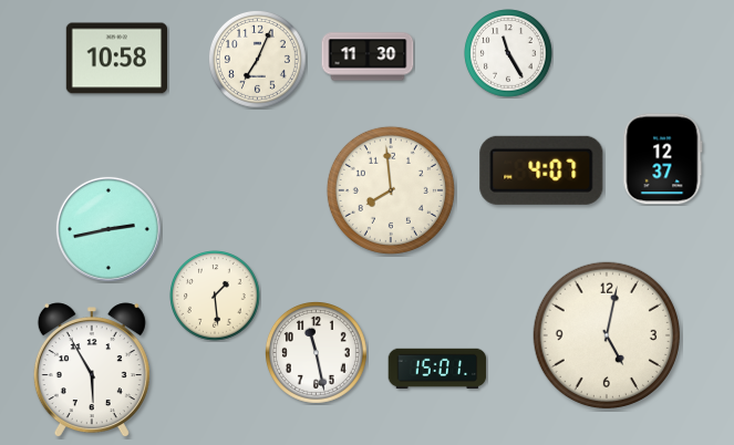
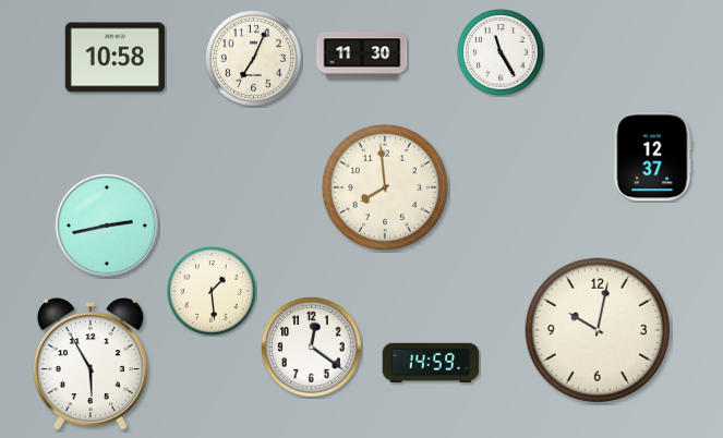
clock at (541, 170): 4:07 -> none
clock at (606, 334): 5:02 -> 10:02
clock at (316, 352): 11:28 -> 12:21
clock at (437, 368): 15:01 -> 14:59
